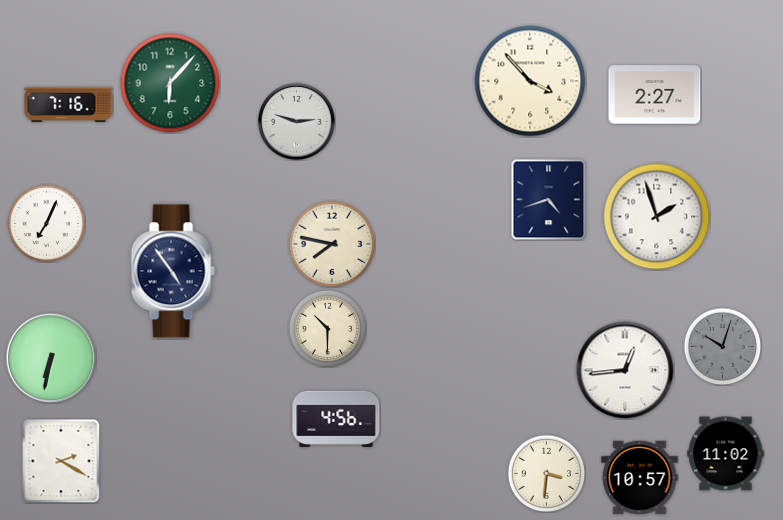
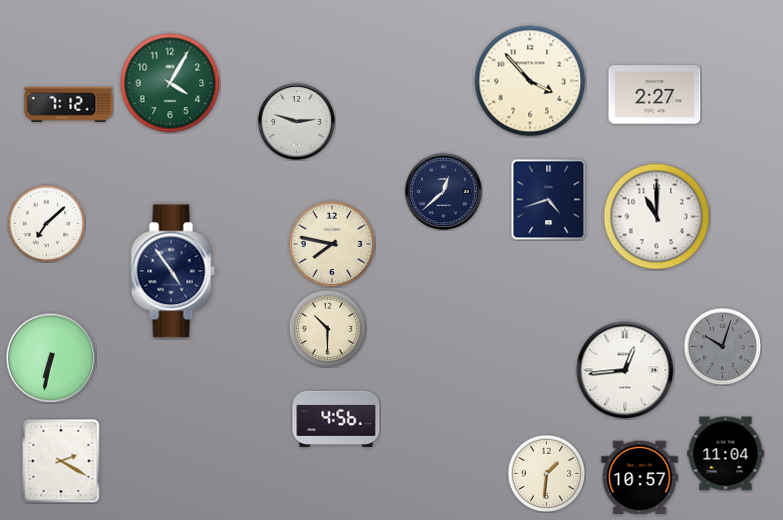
clock at (170, 83): 6:07 -> 4:05
clock at (69, 104): 7:16 -> 7:12
clock at (443, 191): none -> 12:38
clock at (657, 217): 1:57 -> 11:00
clock at (46, 223): 7:04 -> 7:08
clock at (726, 454): 11:02 -> 11:04
clock at (546, 473): 3:31 -> 1:31
